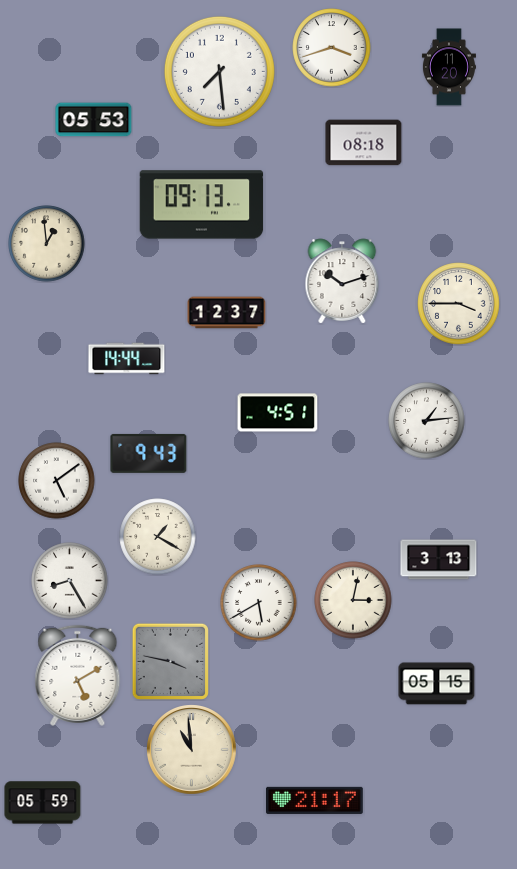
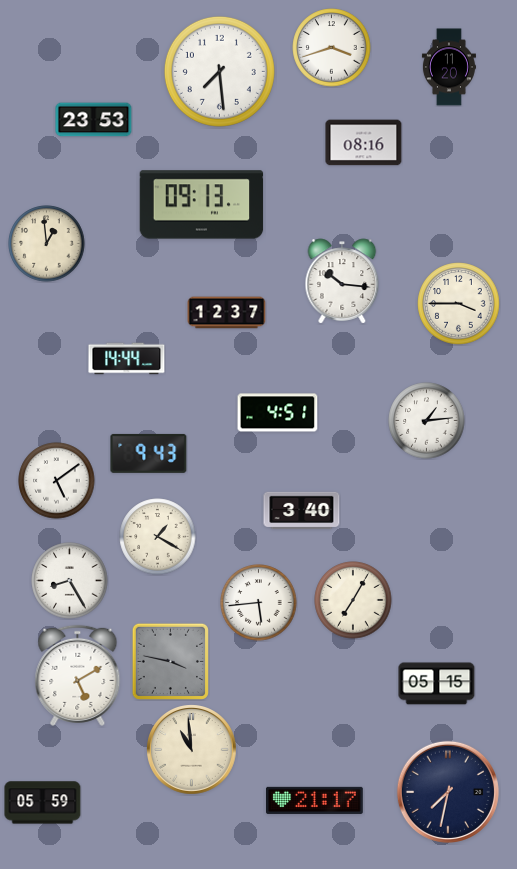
clock at (94, 120): 05:53 -> 23:53
clock at (364, 143): 08:18 -> 08:16
clock at (342, 281): 10:12 -> 10:16
clock at (302, 510): none -> 3:40
clock at (439, 560): 3:13 -> none
clock at (353, 600): 3:02 -> 7:05
clock at (259, 603): 5:40 -> 5:44
clock at (448, 792): none -> 7:32
